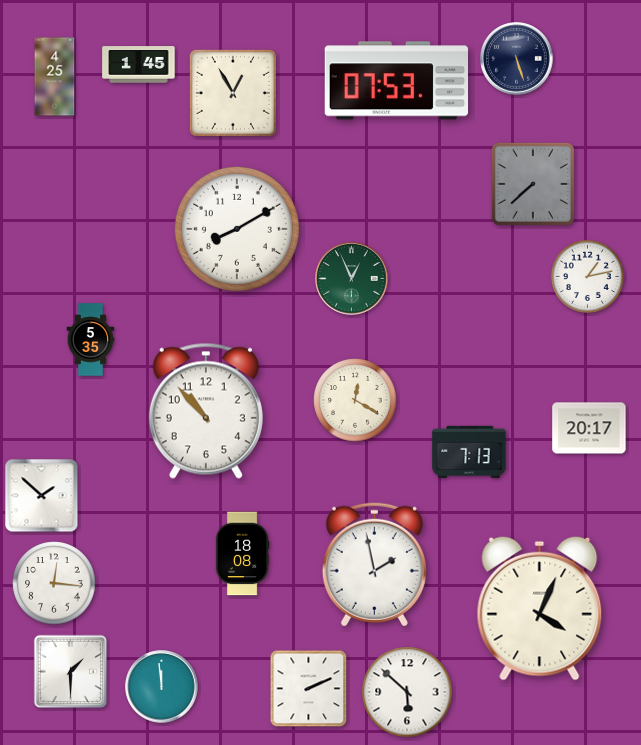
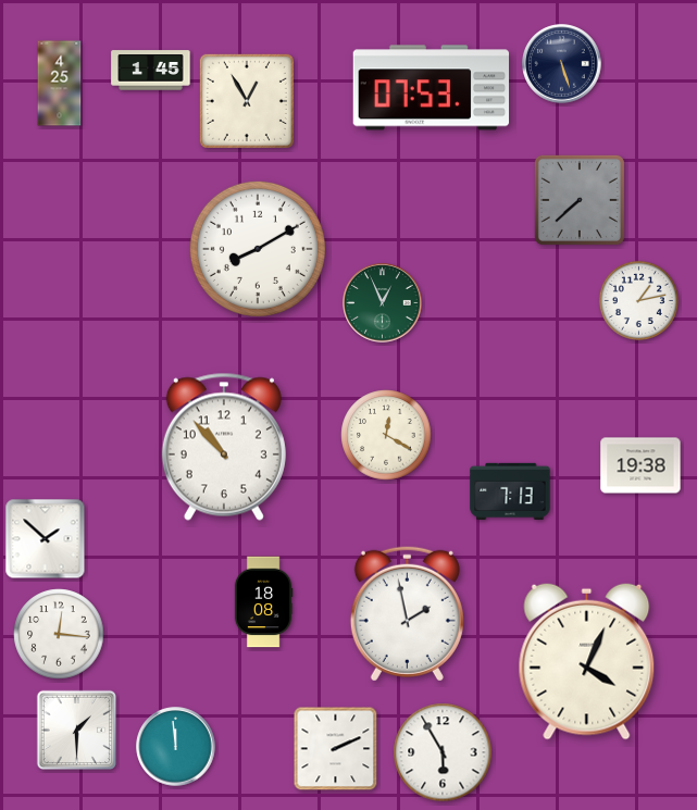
clock at (233, 93) position: (233, 93) -> (247, 101)
clock at (91, 340): 5:35 -> none
clock at (589, 428): 20:17 -> 19:38
clock at (407, 692): 5:52 -> 5:55
